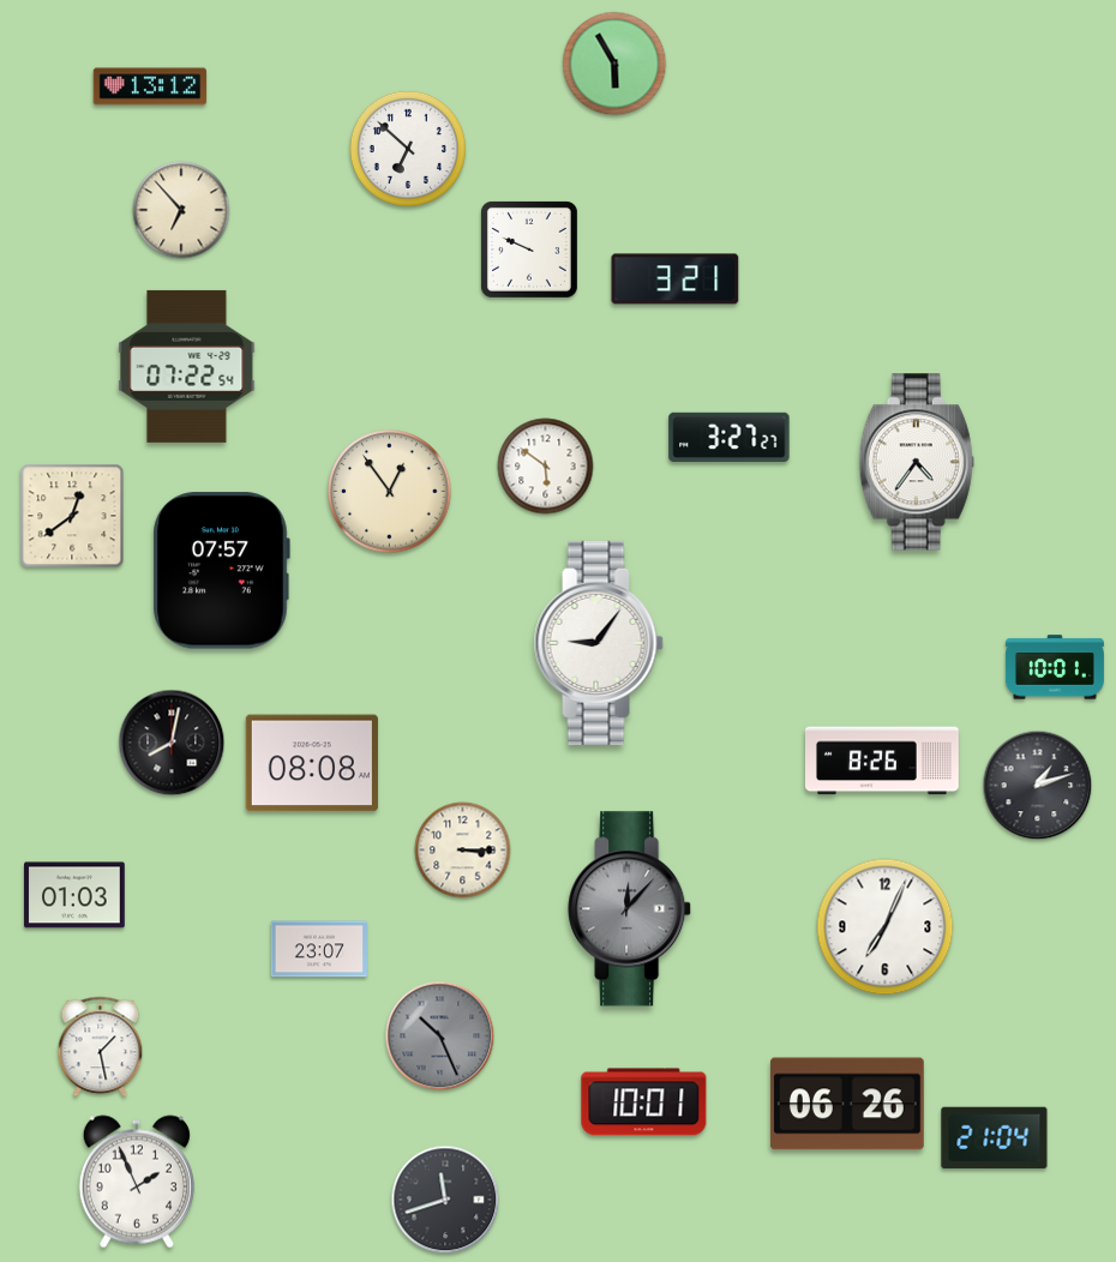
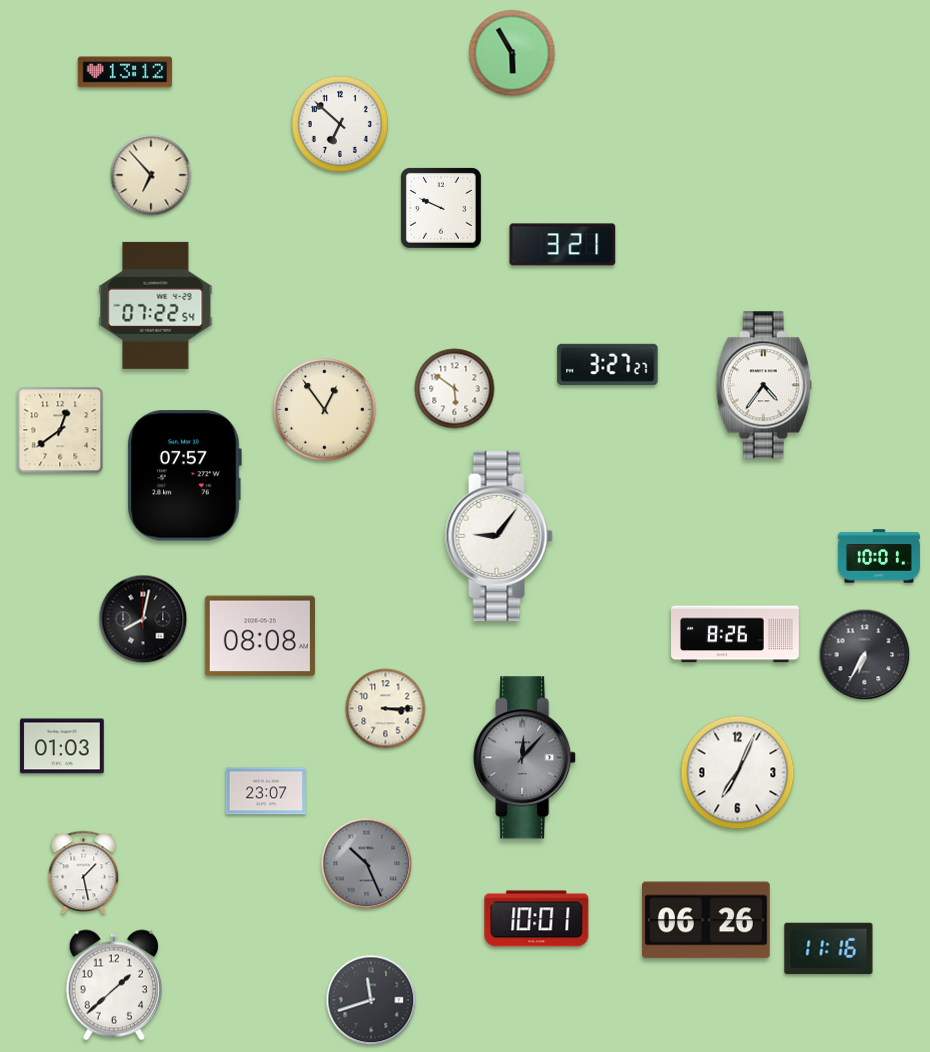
clock at (676, 280) position: (676, 280) -> (563, 245)
clock at (1038, 786): 1:12 -> 6:35
clock at (995, 1138): 21:04 -> 11:16
clock at (137, 1182): 1:56 -> 1:38
